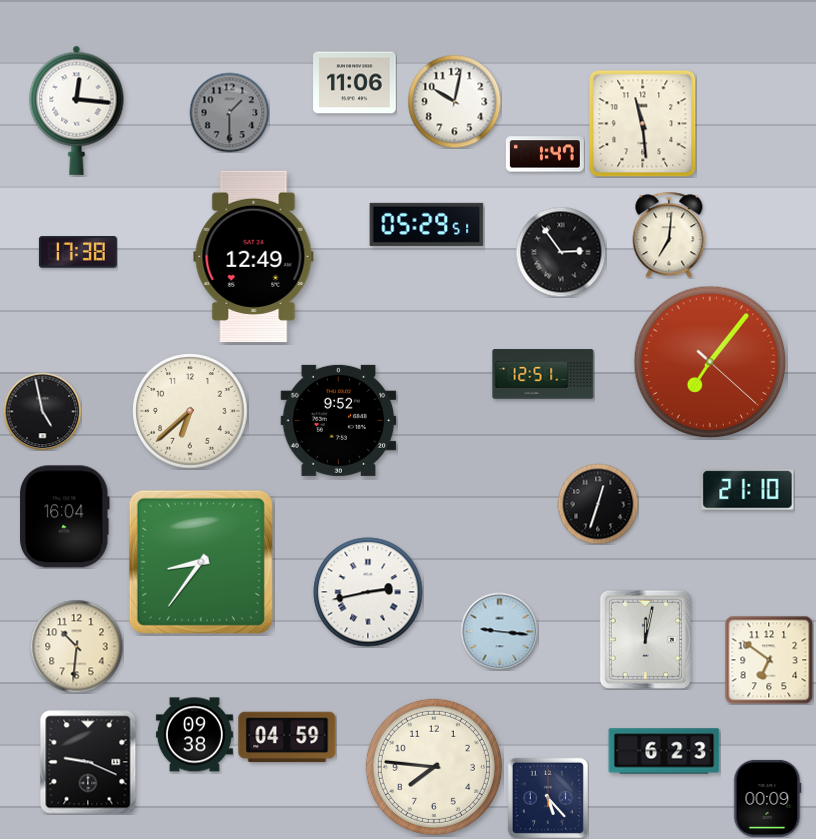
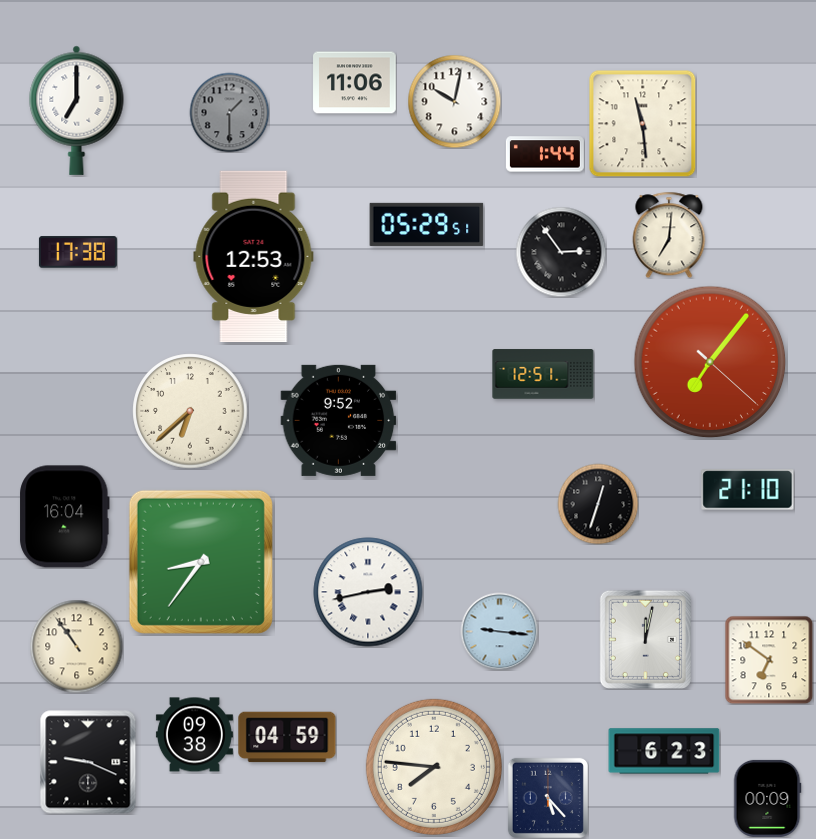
clock at (77, 110): 12:16 -> 7:00
clock at (545, 154): 1:47 -> 1:44
clock at (254, 256): 12:49 -> 12:53
clock at (42, 411): 4:58 -> none
clock at (76, 646): 10:31 -> 10:54
